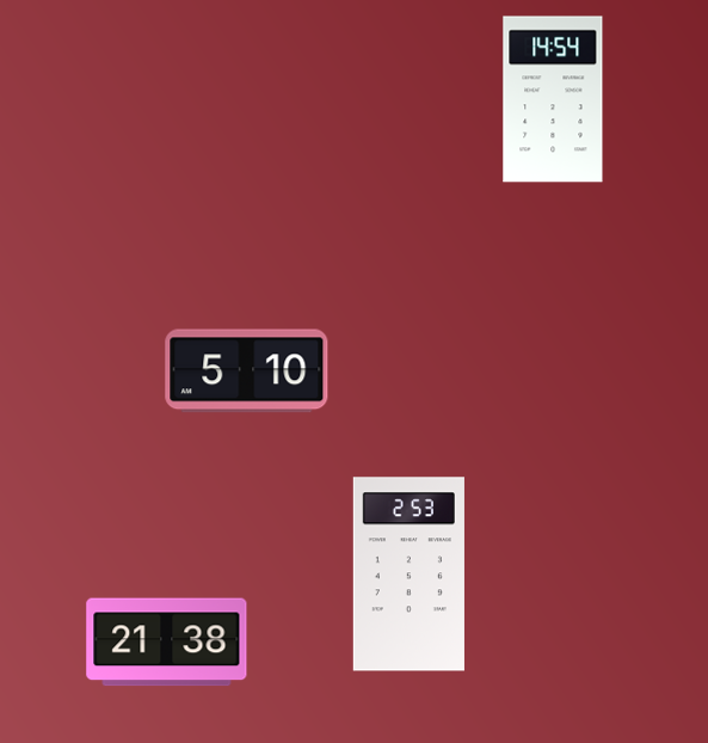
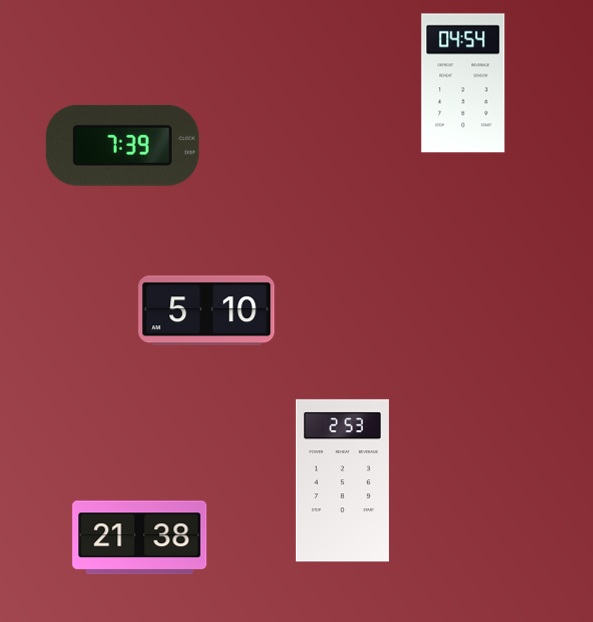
clock at (553, 99): 14:54 -> 04:54
clock at (122, 145): none -> 7:39
